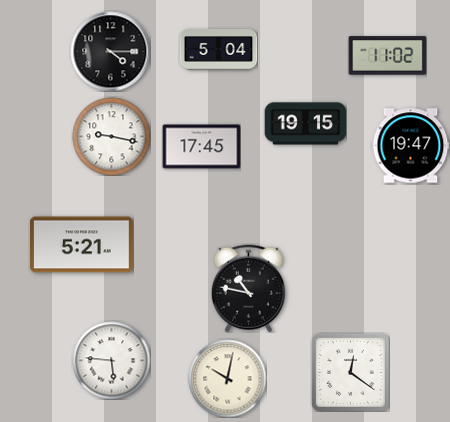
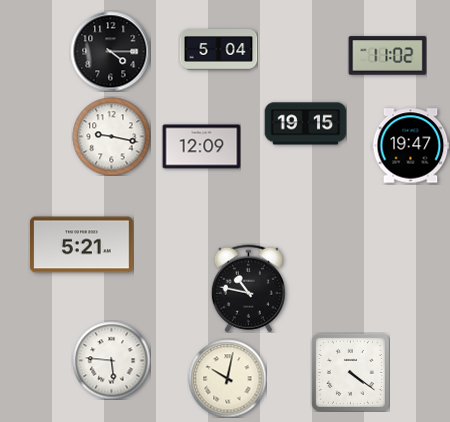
clock at (201, 147): 17:45 -> 12:09
clock at (350, 372): 12:21 -> 4:21
